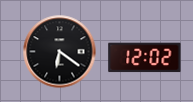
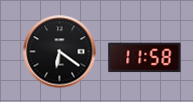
clock at (145, 58): 12:02 -> 11:58
